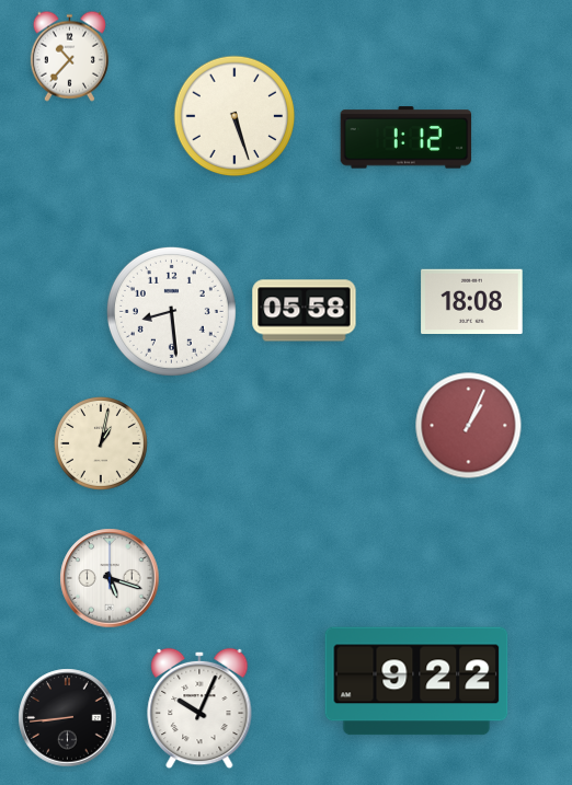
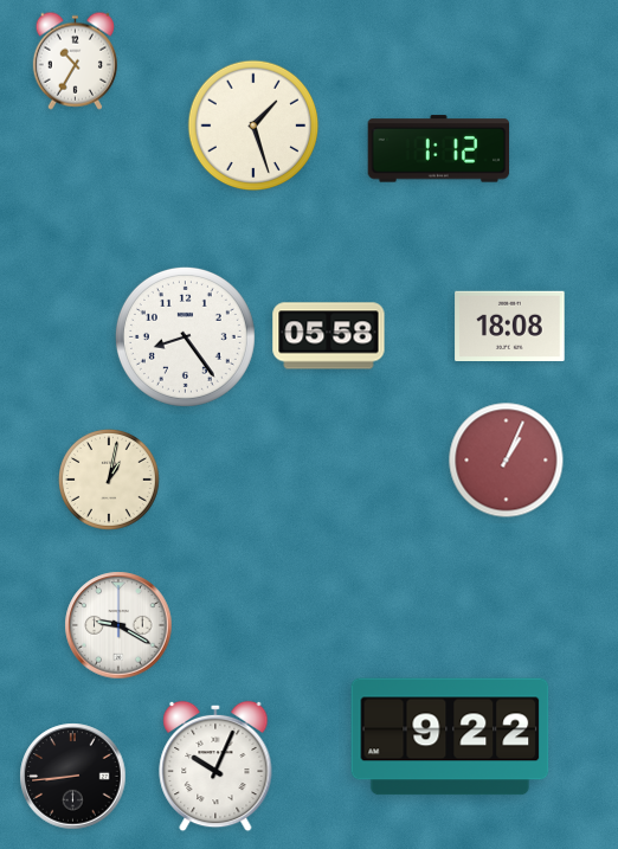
clock at (69, 56): 10:37 -> 10:35
clock at (234, 116): 5:27 -> 1:27
clock at (171, 311): 8:29 -> 8:24
clock at (110, 578): 5:18 -> 9:20
